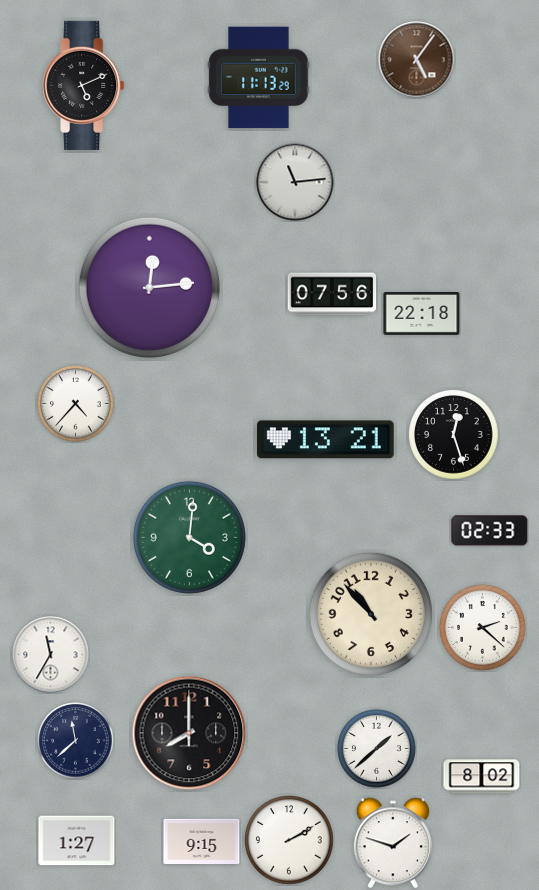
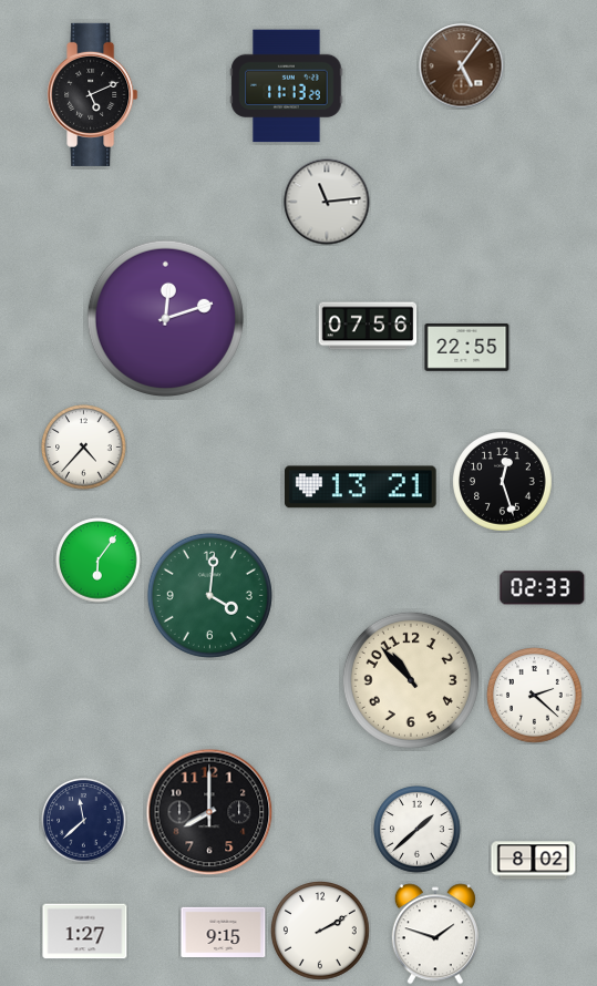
clock at (149, 287): 12:14 -> 12:12
clock at (422, 314): 22:18 -> 22:55
clock at (99, 561): none -> 6:06
clock at (51, 655): 11:35 -> none
